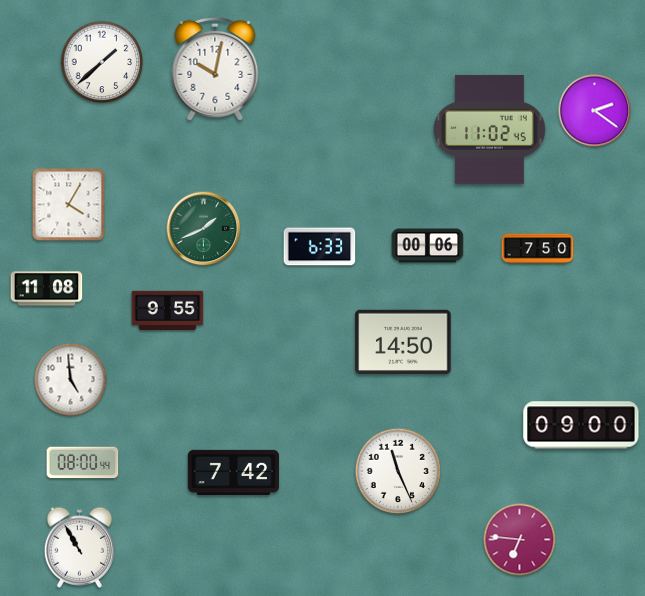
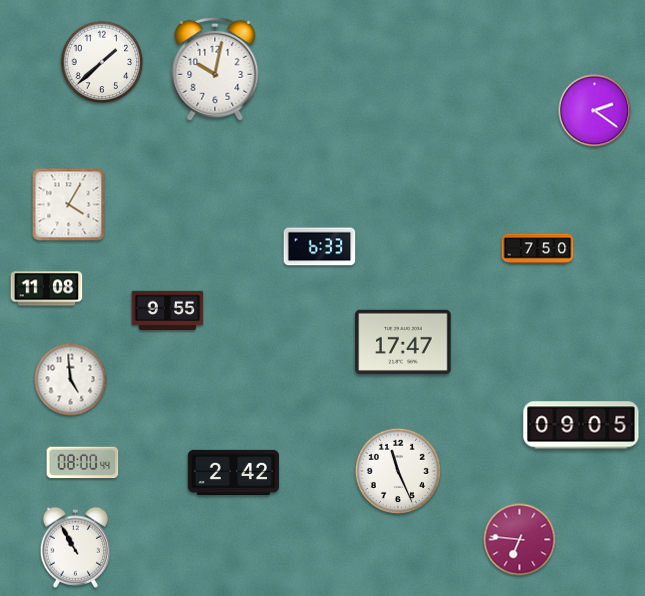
clock at (490, 129): 11:02 -> none
clock at (204, 229): 1:41 -> none
clock at (428, 246): 00:06 -> none
clock at (403, 341): 14:50 -> 17:47
clock at (581, 425): 09:00 -> 09:05
clock at (233, 472): 7:42 -> 2:42
clock at (79, 547) position: (79, 547) -> (75, 547)
